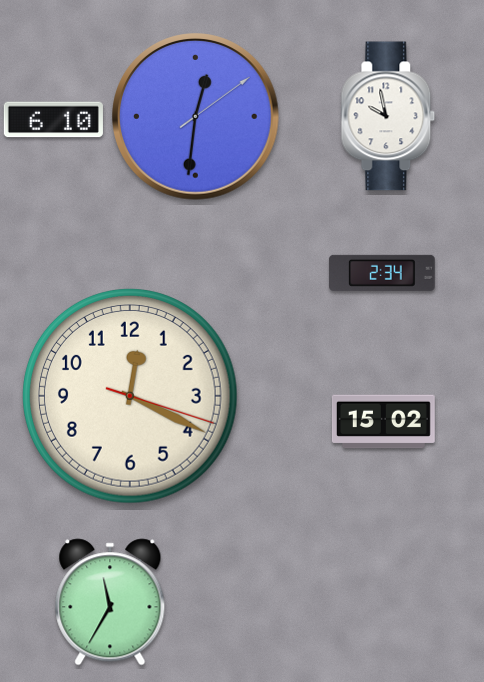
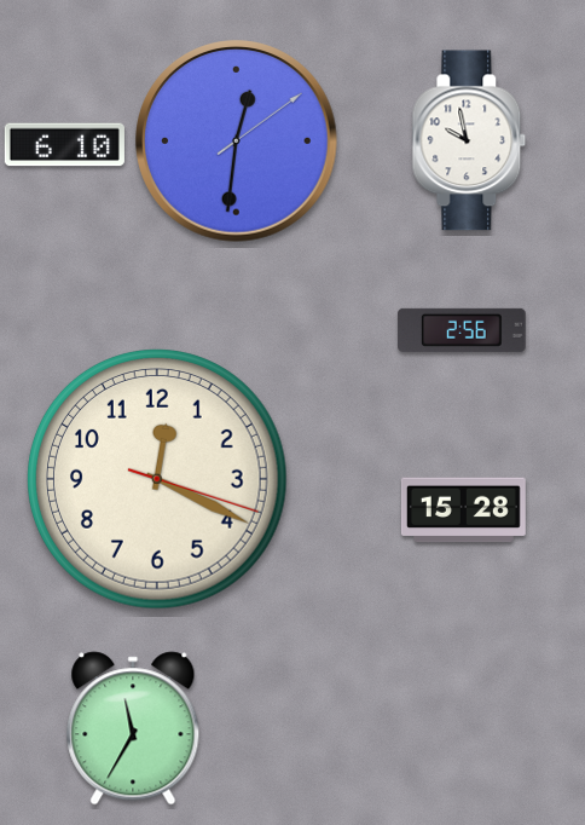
clock at (382, 273): 2:34 -> 2:56
clock at (383, 422): 15:02 -> 15:28
